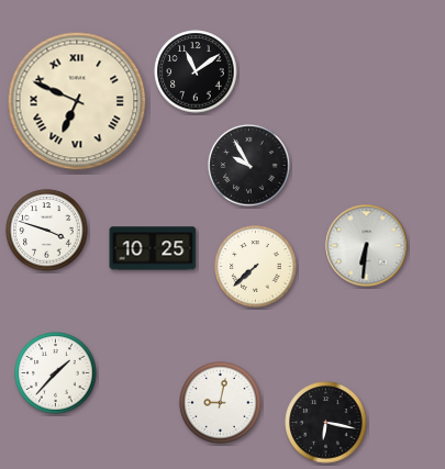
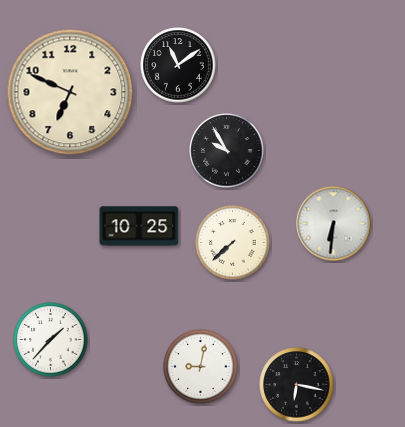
clock at (77, 101) numerals: Roman -> Arabic
clock at (47, 231): 3:48 -> none
